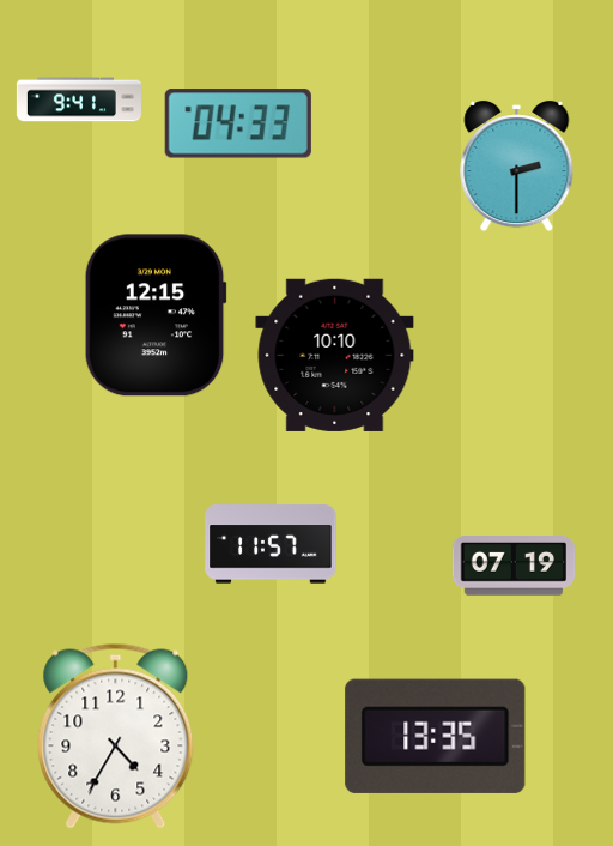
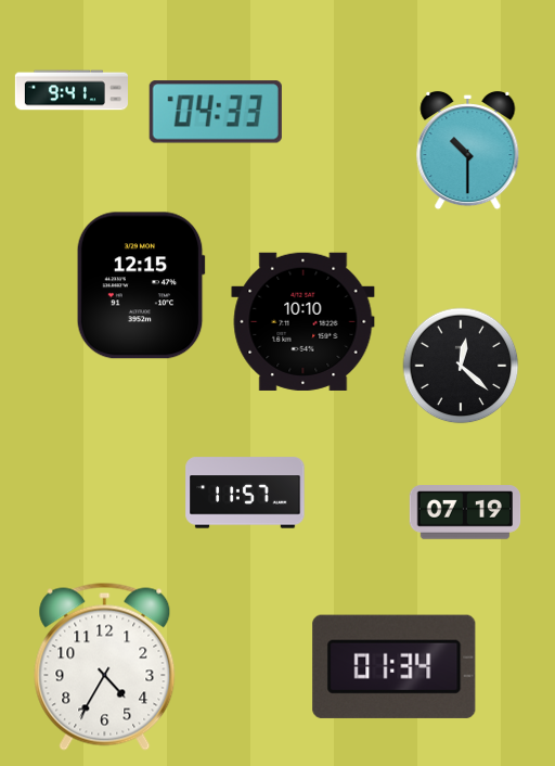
clock at (517, 167): 2:30 -> 10:30
clock at (461, 366): none -> 12:22
clock at (436, 736): 13:35 -> 01:34
